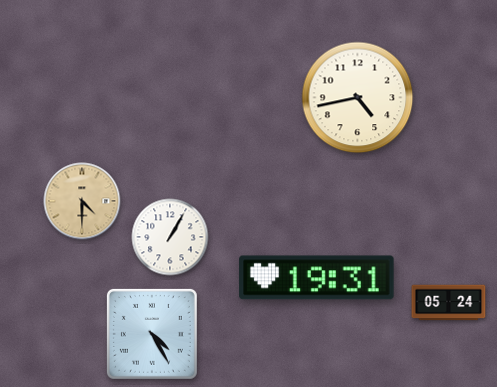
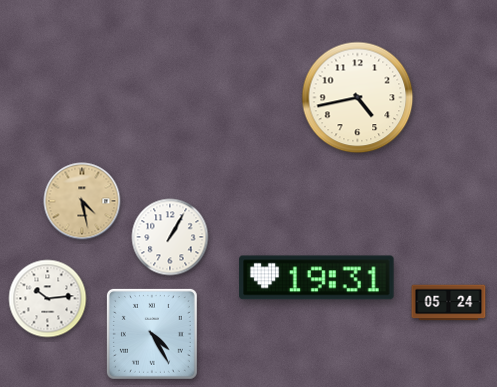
clock at (82, 201): 4:30 -> 4:28
clock at (48, 299): none -> 10:14
